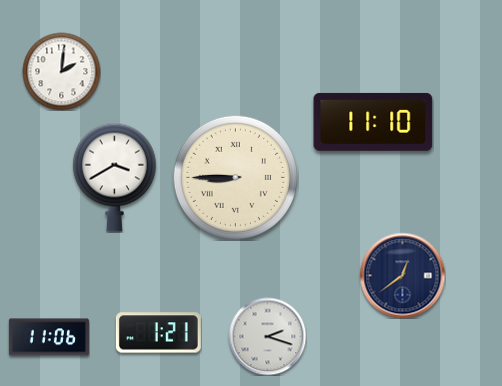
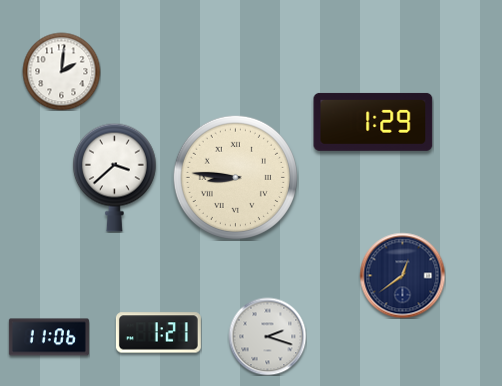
clock at (373, 122): 11:10 -> 1:29
clock at (114, 177): 3:40 -> 3:38
clock at (235, 177): 8:45 -> 8:46
